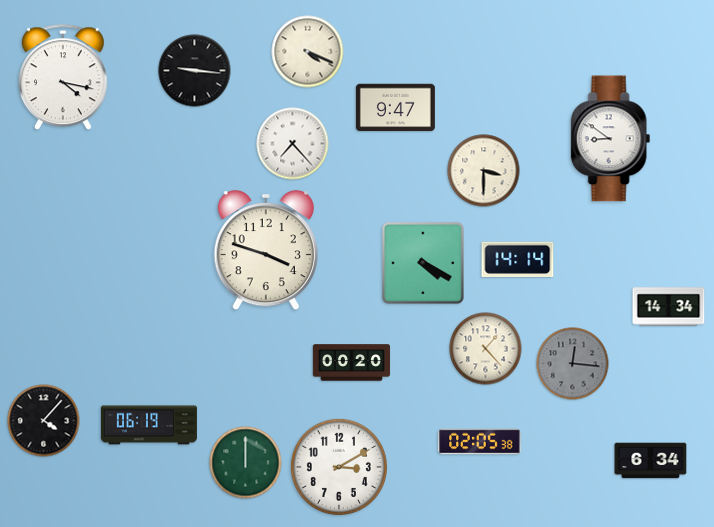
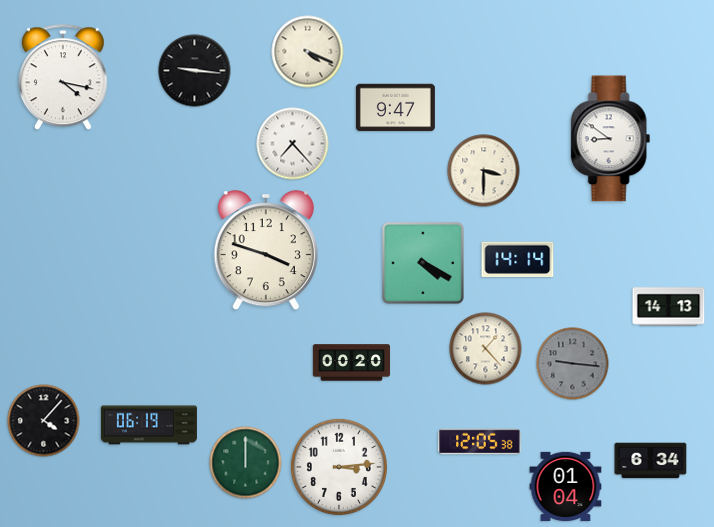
clock at (669, 307): 14:34 -> 14:13
clock at (573, 364): 12:16 -> 9:16
clock at (480, 442): 02:05 -> 12:05
clock at (339, 467): 3:10 -> 3:14
clock at (566, 486): none -> 01:04
